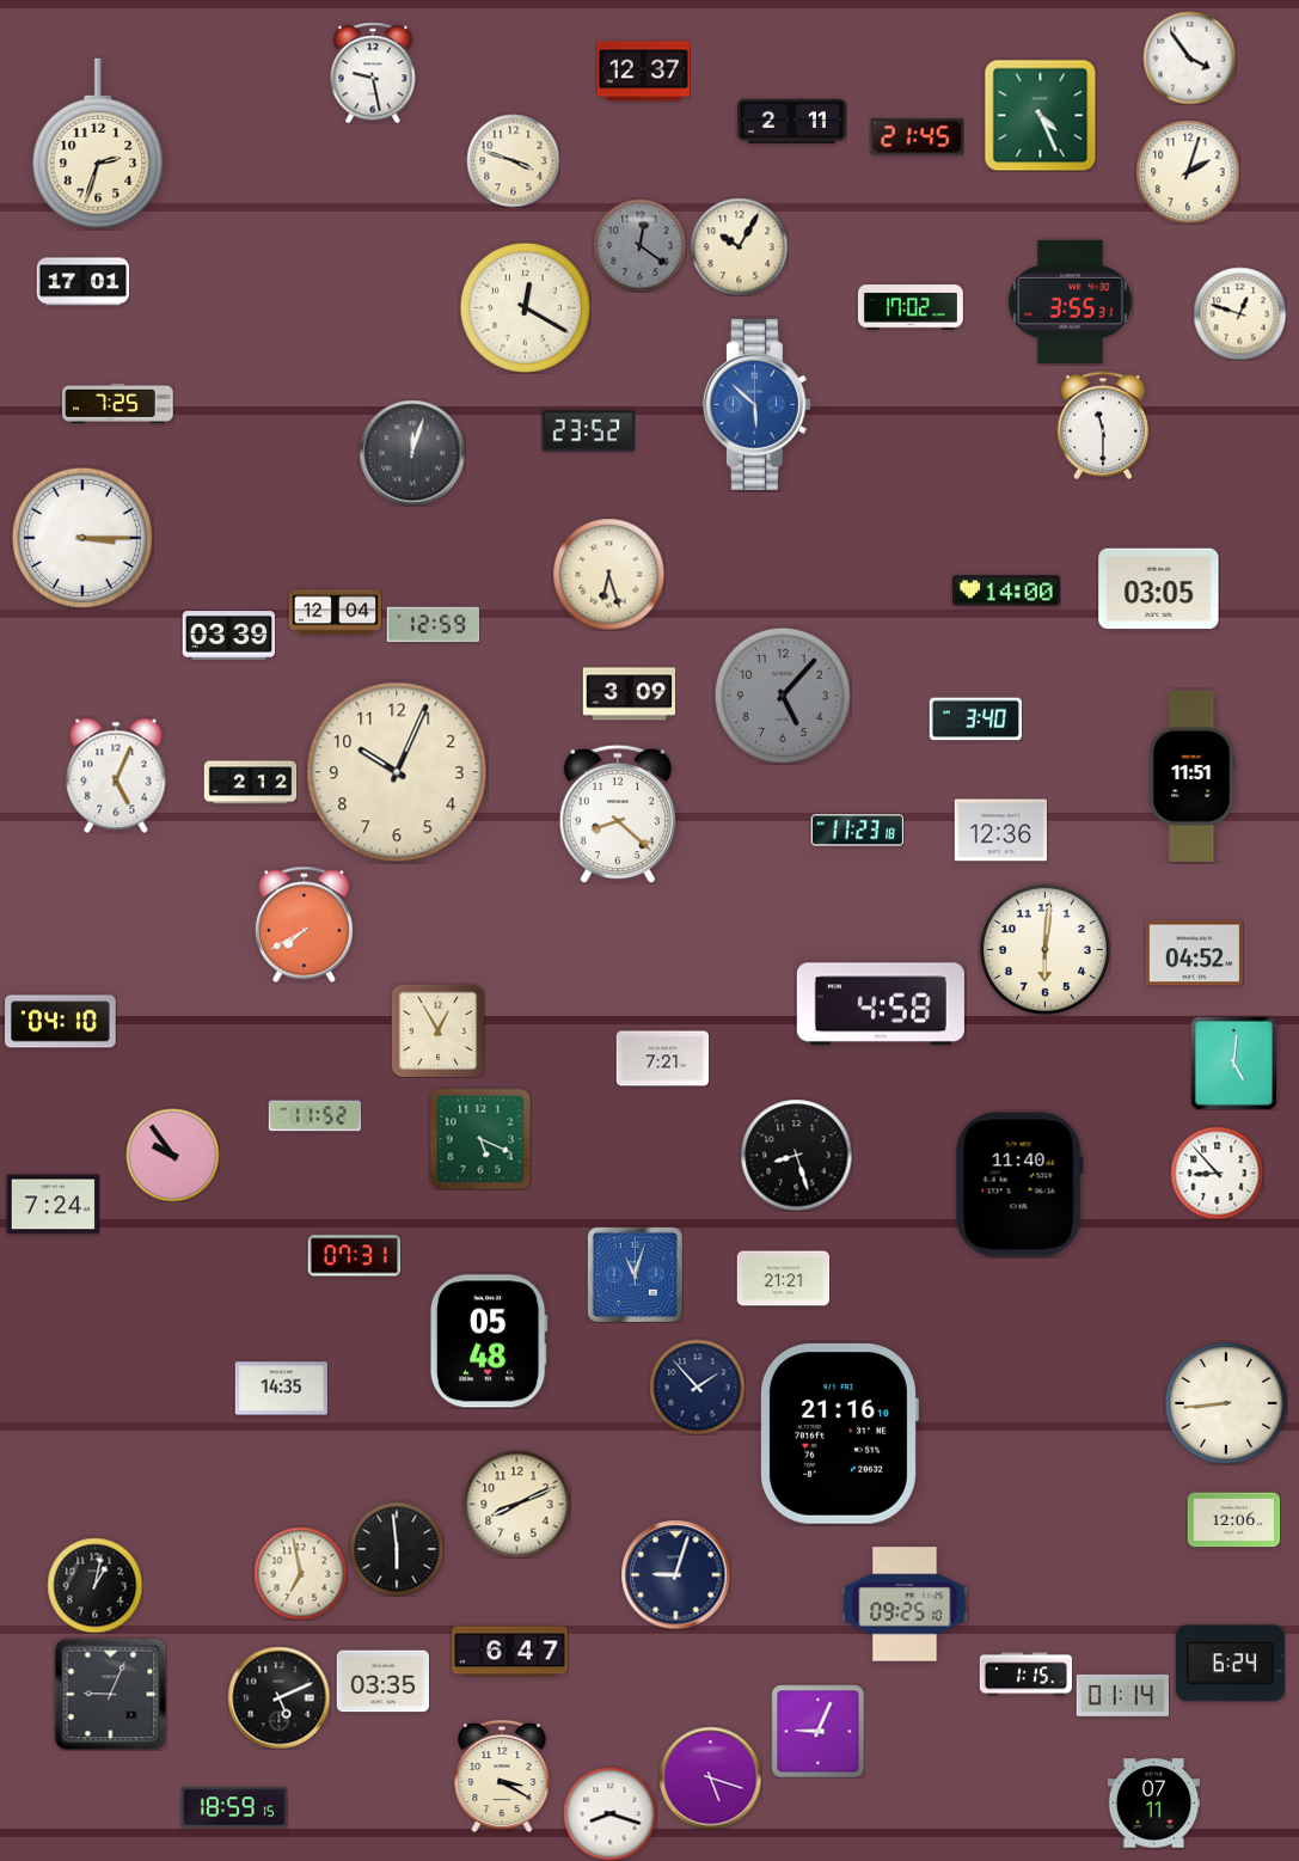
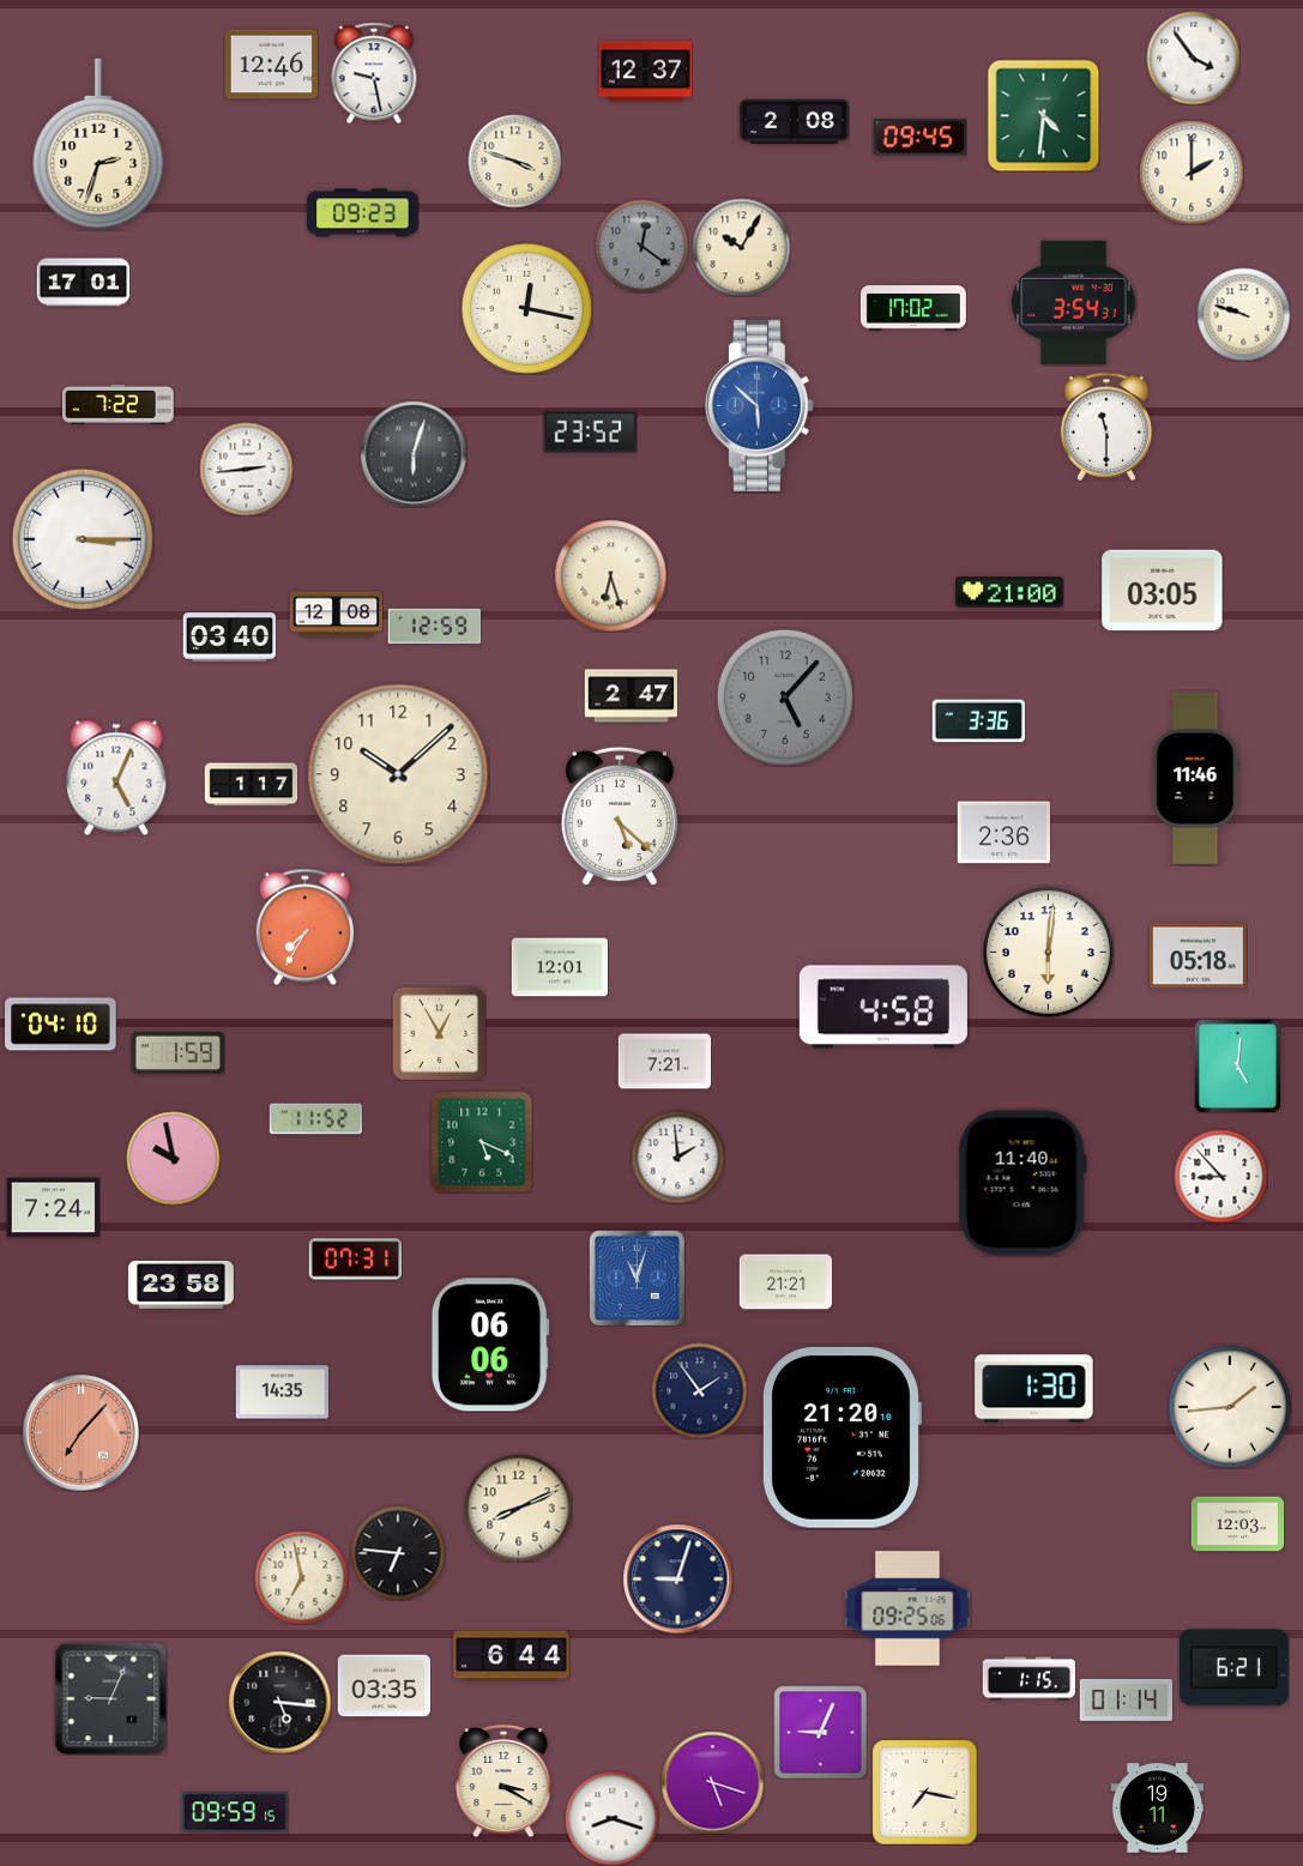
clock at (271, 65): none -> 12:46
clock at (1040, 115): 4:26 -> 4:31
clock at (792, 122): 2:11 -> 2:08
clock at (917, 137): 21:45 -> 09:45
clock at (1188, 172): 2:03 -> 2:00
clock at (363, 213): none -> 09:23
clock at (1071, 301): 3:55 -> 3:54
clock at (525, 307): 12:20 -> 12:17
clock at (1239, 313): 12:48 -> 9:48
clock at (118, 403): 7:25 -> 7:22
clock at (412, 453): 12:03 -> 6:03
clock at (246, 469): none -> 2:44
clock at (1007, 590): 14:00 -> 21:00
clock at (335, 613): 12:04 -> 12:08
clock at (228, 636): 03:39 -> 03:40
clock at (629, 694): 3:09 -> 2:47
clock at (975, 720): 3:40 -> 3:36
clock at (397, 772): 10:04 -> 10:08
clock at (1193, 776): 11:51 -> 11:46
clock at (250, 783): 2:12 -> 1:17
clock at (617, 814): 8:22 -> 5:22
clock at (857, 831): 11:23 -> none
clock at (1000, 831): 12:36 -> 2:36
clock at (304, 924): 7:40 -> 7:35
clock at (1194, 954): 04:52 -> 05:18
clock at (559, 967): none -> 12:01
clock at (177, 1052): none -> 1:59
clock at (677, 1157): none -> 1:59
clock at (172, 1155): 9:54 -> 9:58
clock at (796, 1155): 8:27 -> none
clock at (1019, 1184) position: (1019, 1184) -> (1023, 1183)
clock at (181, 1285): none -> 23:58
clock at (489, 1341): 05:48 -> 06:06
clock at (1034, 1389): none -> 1:30
clock at (697, 1386): 1:53 -> 1:54
clock at (1226, 1403): 8:44 -> 1:44
clock at (82, 1433): none -> 7:07
clock at (839, 1433): 21:16 -> 21:20
clock at (1233, 1520): 12:06 -> 12:03
clock at (397, 1549): 5:59 -> 6:46
clock at (94, 1585): 1:02 -> none
clock at (905, 1604): 09:25:10 -> 09:25:06
clock at (510, 1652): 6:47 -> 6:44
clock at (1230, 1664): 6:24 -> 6:21
clock at (278, 1697): 5:11 -> 5:16
clock at (817, 1731) position: (817, 1731) -> (820, 1732)
clock at (925, 1793): none -> 7:17
clock at (1153, 1804): 07:11 -> 19:11
clock at (234, 1807): 18:59 -> 09:59
